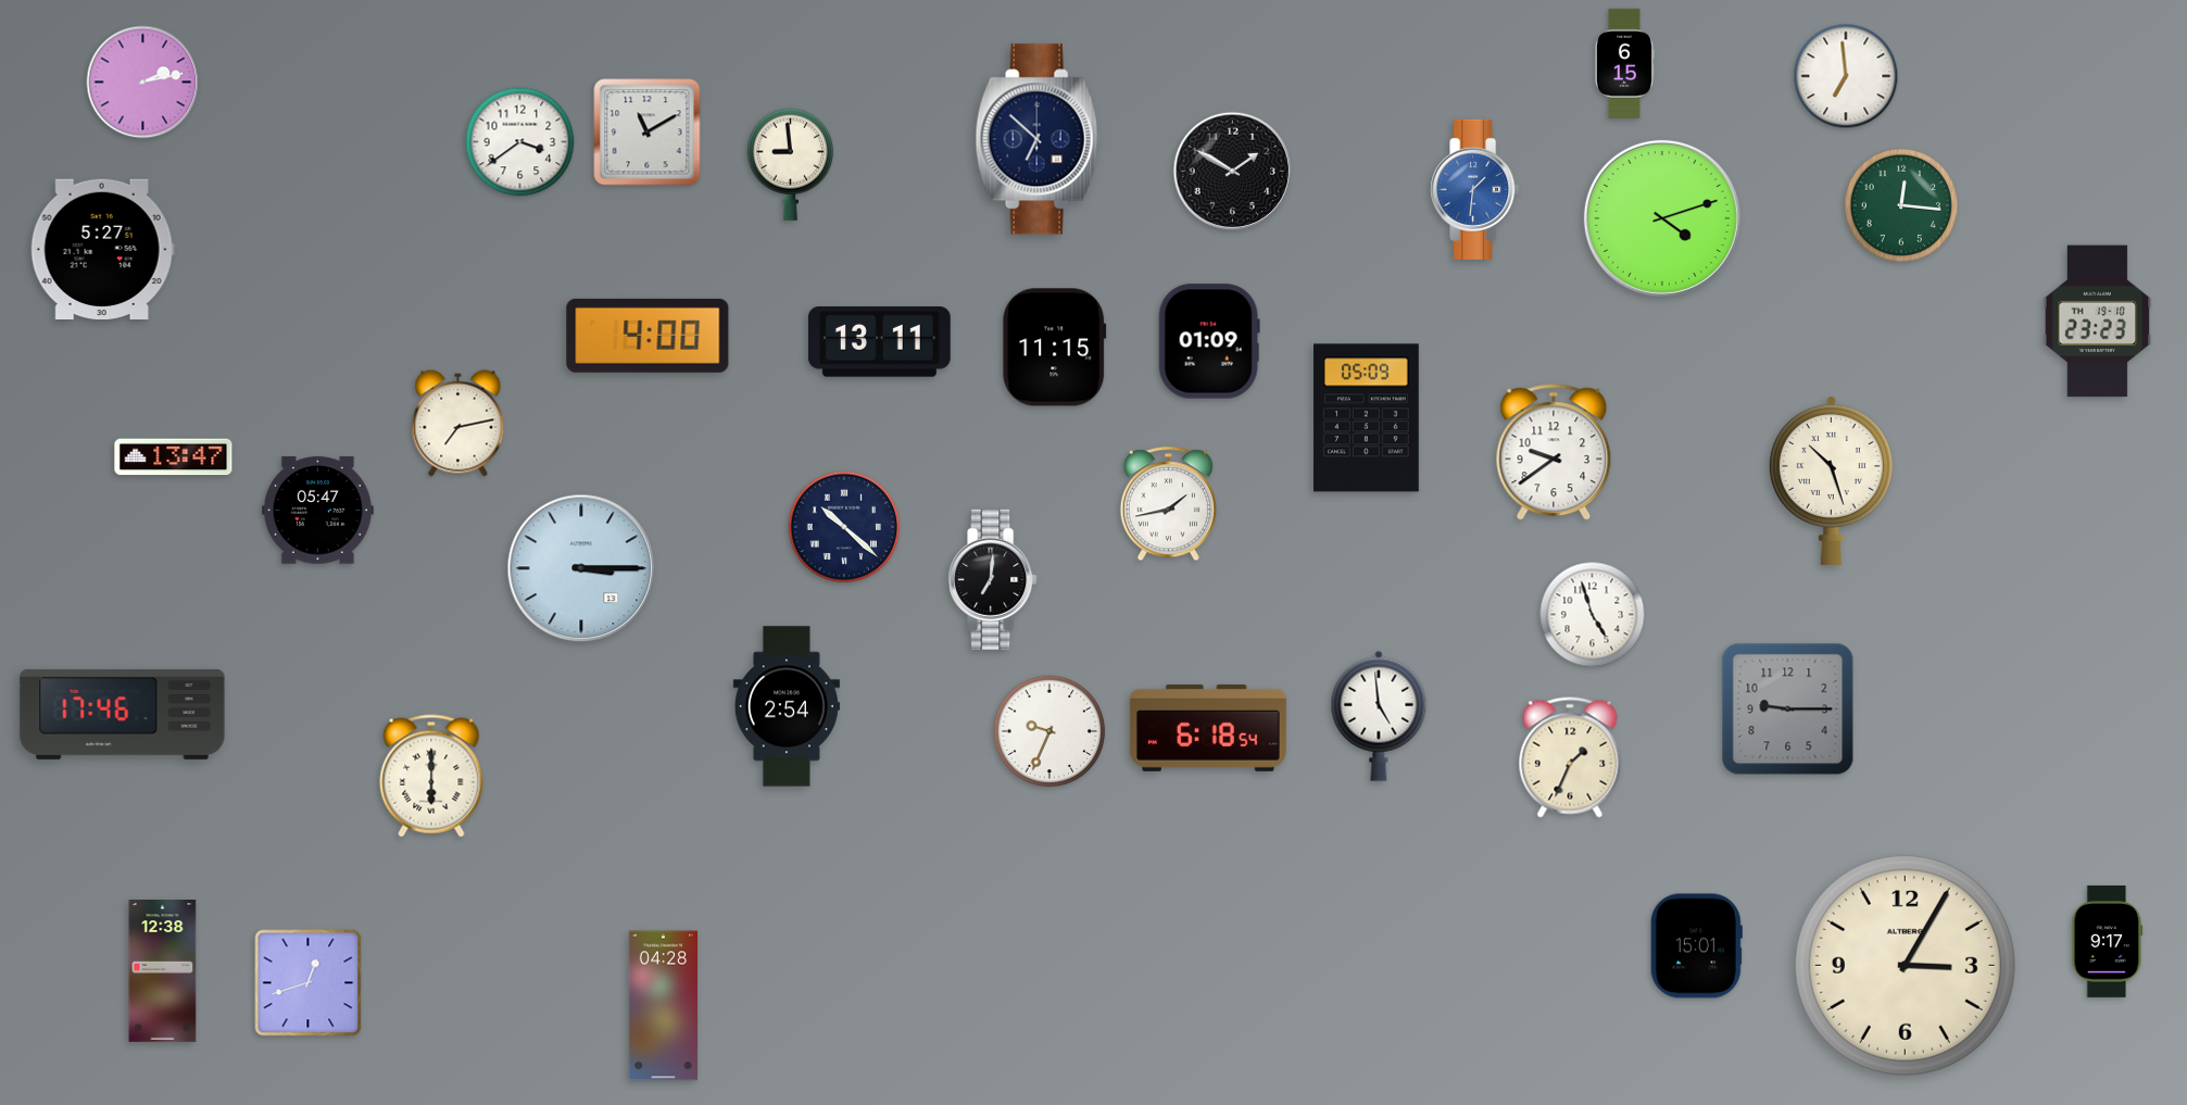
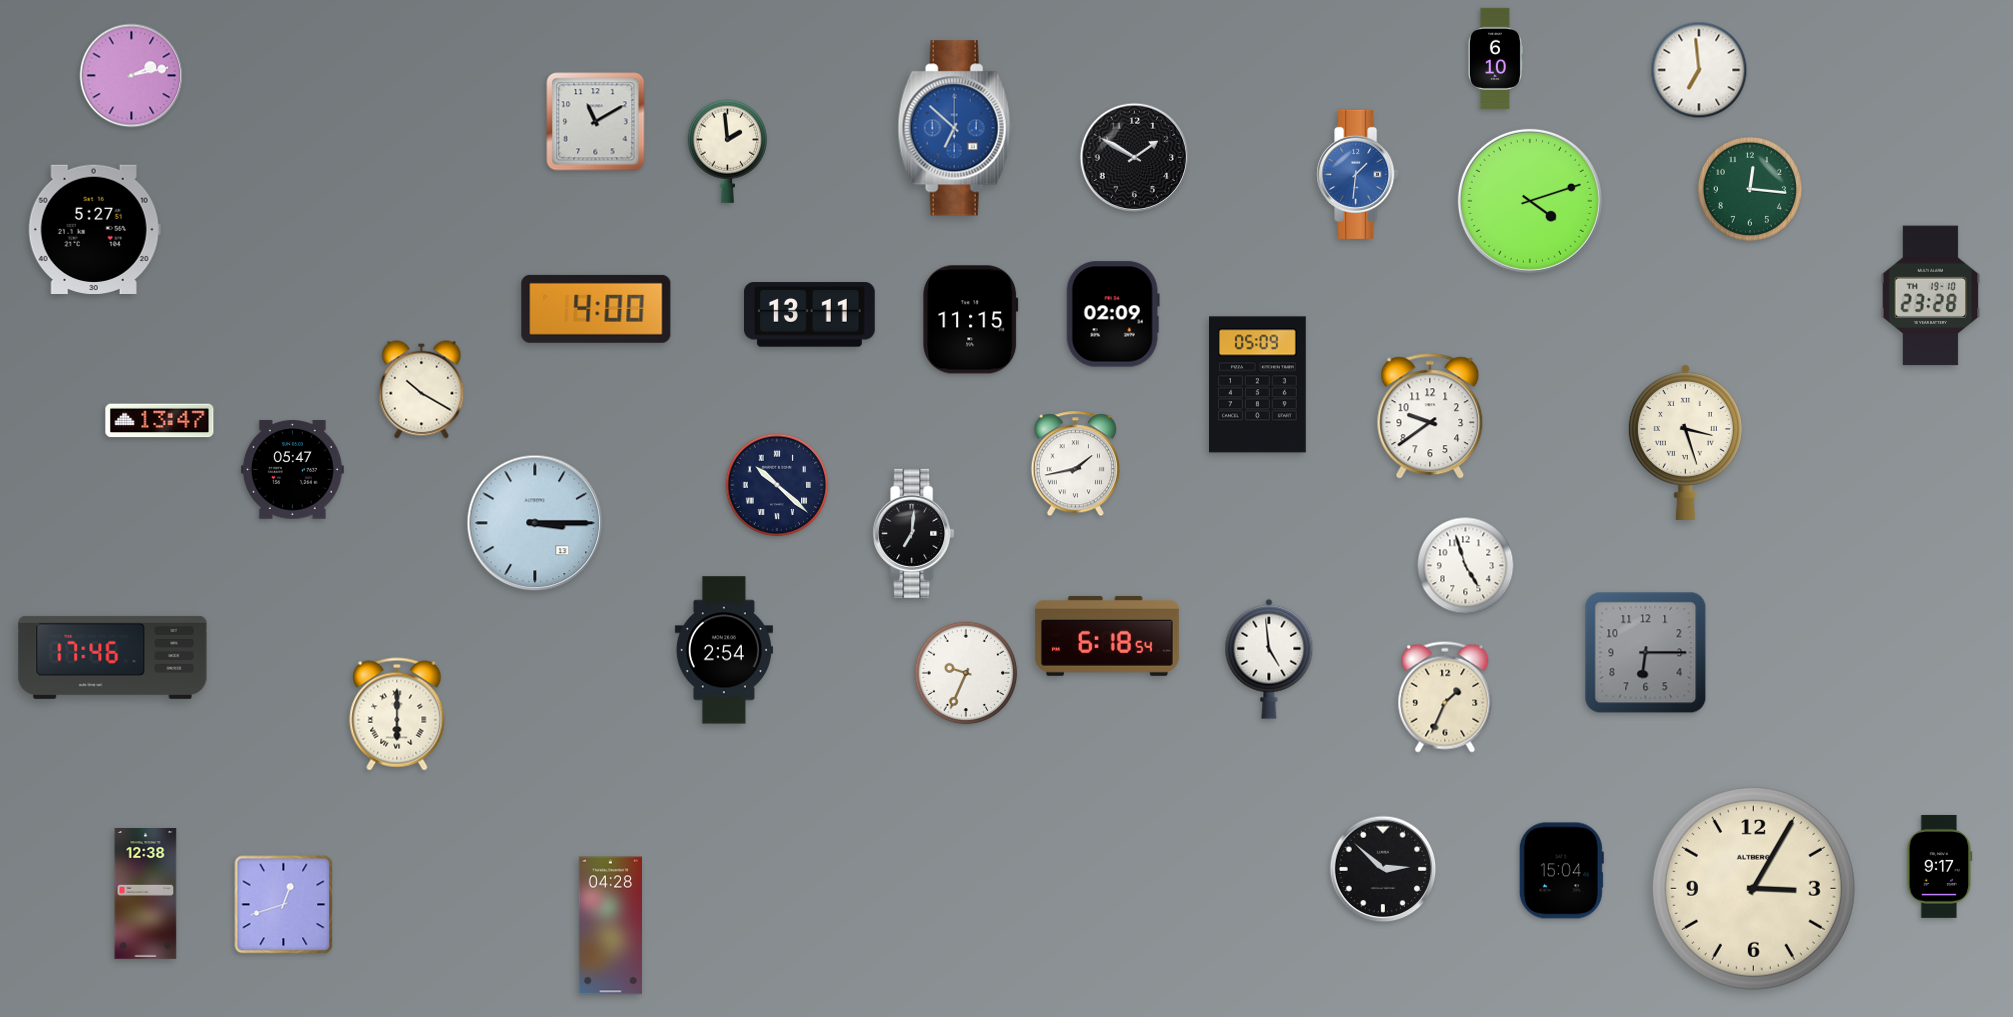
clock at (1624, 63): 6:15 -> 6:10
clock at (1038, 139) dial: navy -> blue
clock at (520, 142): 3:39 -> none
clock at (790, 164): 8:59 -> 1:59
clock at (2098, 322): 23:23 -> 23:28
clock at (1209, 341): 01:09 -> 02:09
clock at (458, 424): 7:13 -> 10:20
clock at (1831, 480): 10:27 -> 3:27
clock at (1788, 710): 9:15 -> 6:15
clock at (1208, 728) position: (1208, 728) -> (1107, 636)
clock at (1383, 869): none -> 2:52
clock at (1696, 946): 15:01 -> 15:04
clock at (163, 971) position: (163, 971) -> (146, 894)
